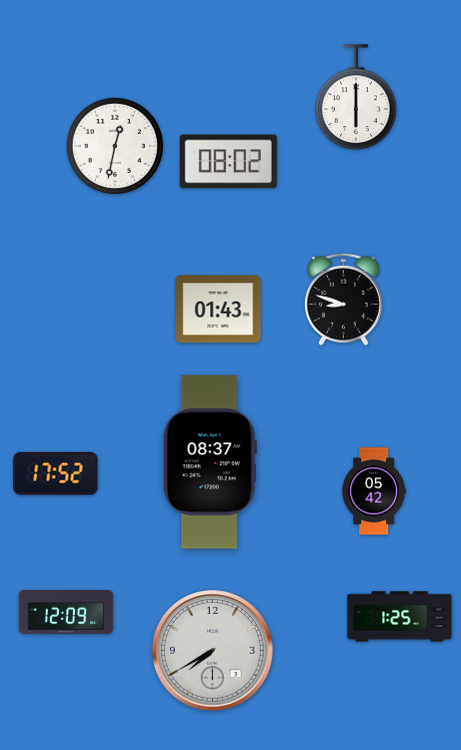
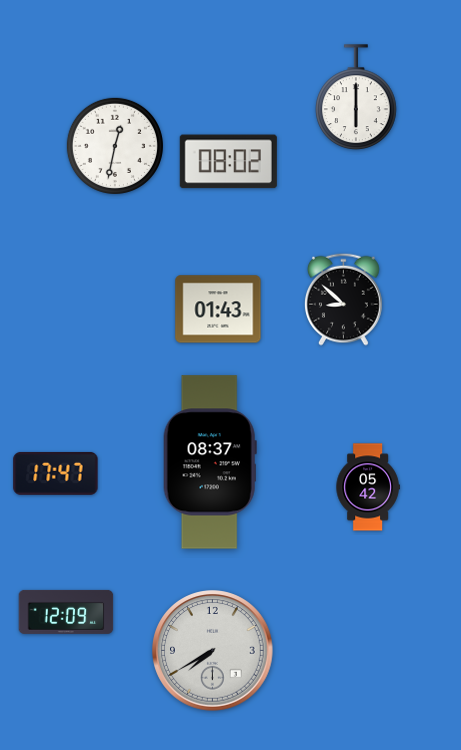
clock at (343, 299): 8:48 -> 8:52
clock at (56, 473): 17:52 -> 17:47
clock at (374, 491) position: (374, 491) -> (368, 487)
clock at (400, 617): 1:25 -> none
